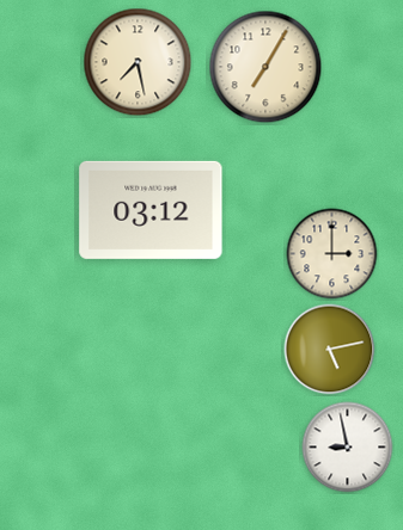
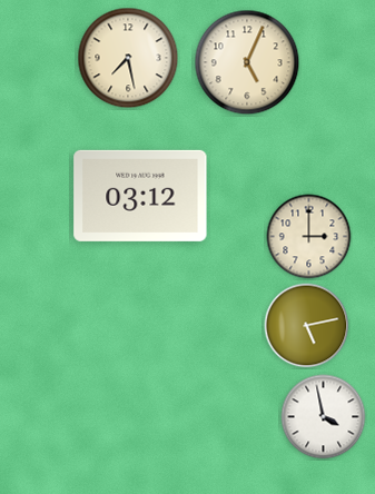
clock at (265, 67): 7:05 -> 5:04
clock at (348, 448): 8:58 -> 3:58
